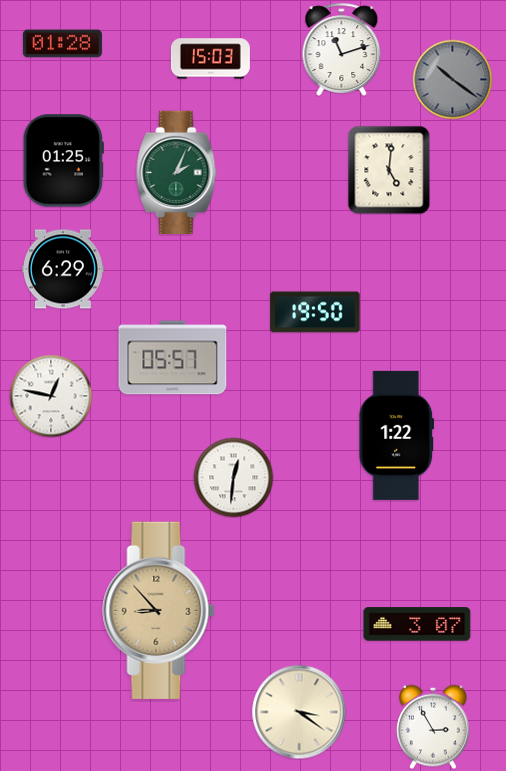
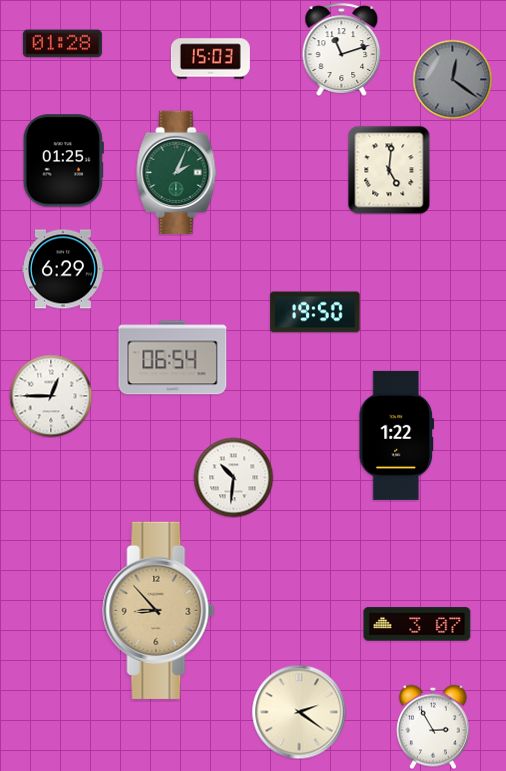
clock at (452, 79): 10:21 -> 12:21
clock at (173, 358): 05:57 -> 06:54
clock at (51, 396): 12:47 -> 12:45
clock at (233, 477): 12:31 -> 10:31
clock at (299, 712): 3:21 -> 2:21
